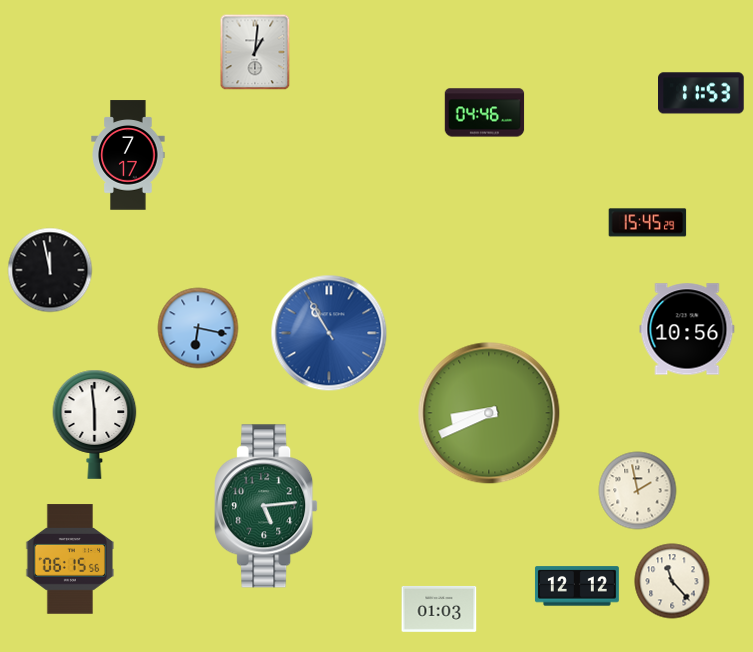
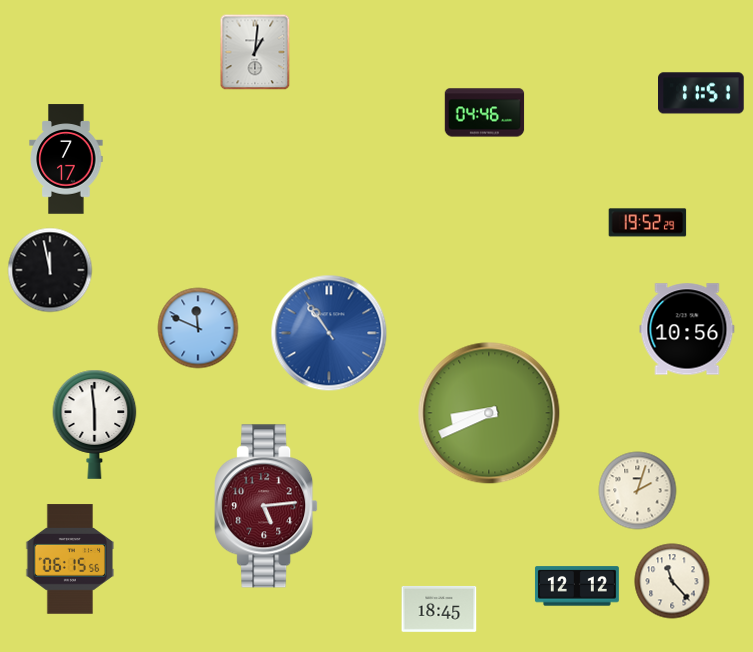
clock at (702, 93): 11:53 -> 11:51
clock at (128, 155) position: (128, 155) -> (66, 159)
clock at (648, 223): 15:45 -> 19:52
clock at (198, 328): 6:17 -> 11:49
clock at (329, 333): 10:55 -> 10:54
clock at (638, 491): 1:58 -> 2:03
clock at (266, 506) dial: green -> burgundy
clock at (439, 609): 01:03 -> 18:45
